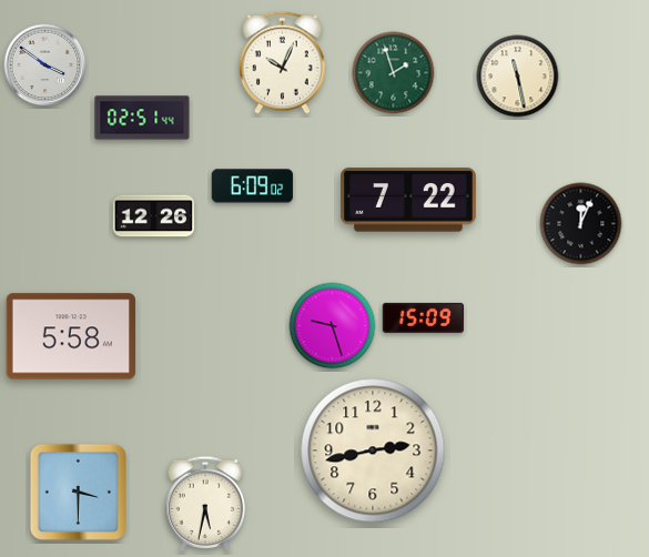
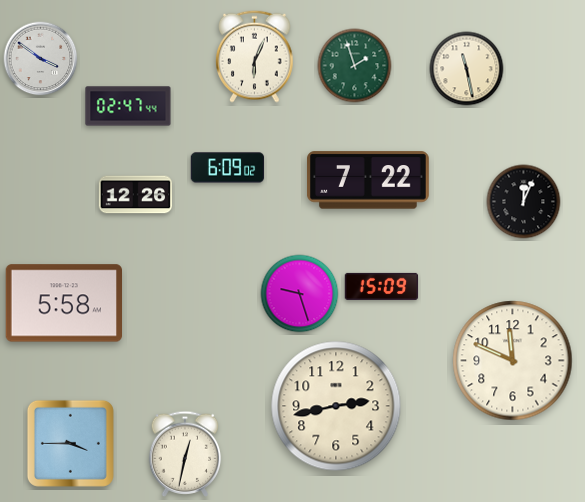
clock at (283, 62): 10:04 -> 6:04
clock at (142, 118): 02:51 -> 02:47
clock at (154, 216) position: (154, 216) -> (136, 195)
clock at (513, 361): none -> 11:49
clock at (78, 492): 3:30 -> 3:45
clock at (205, 504): 5:32 -> 12:32
